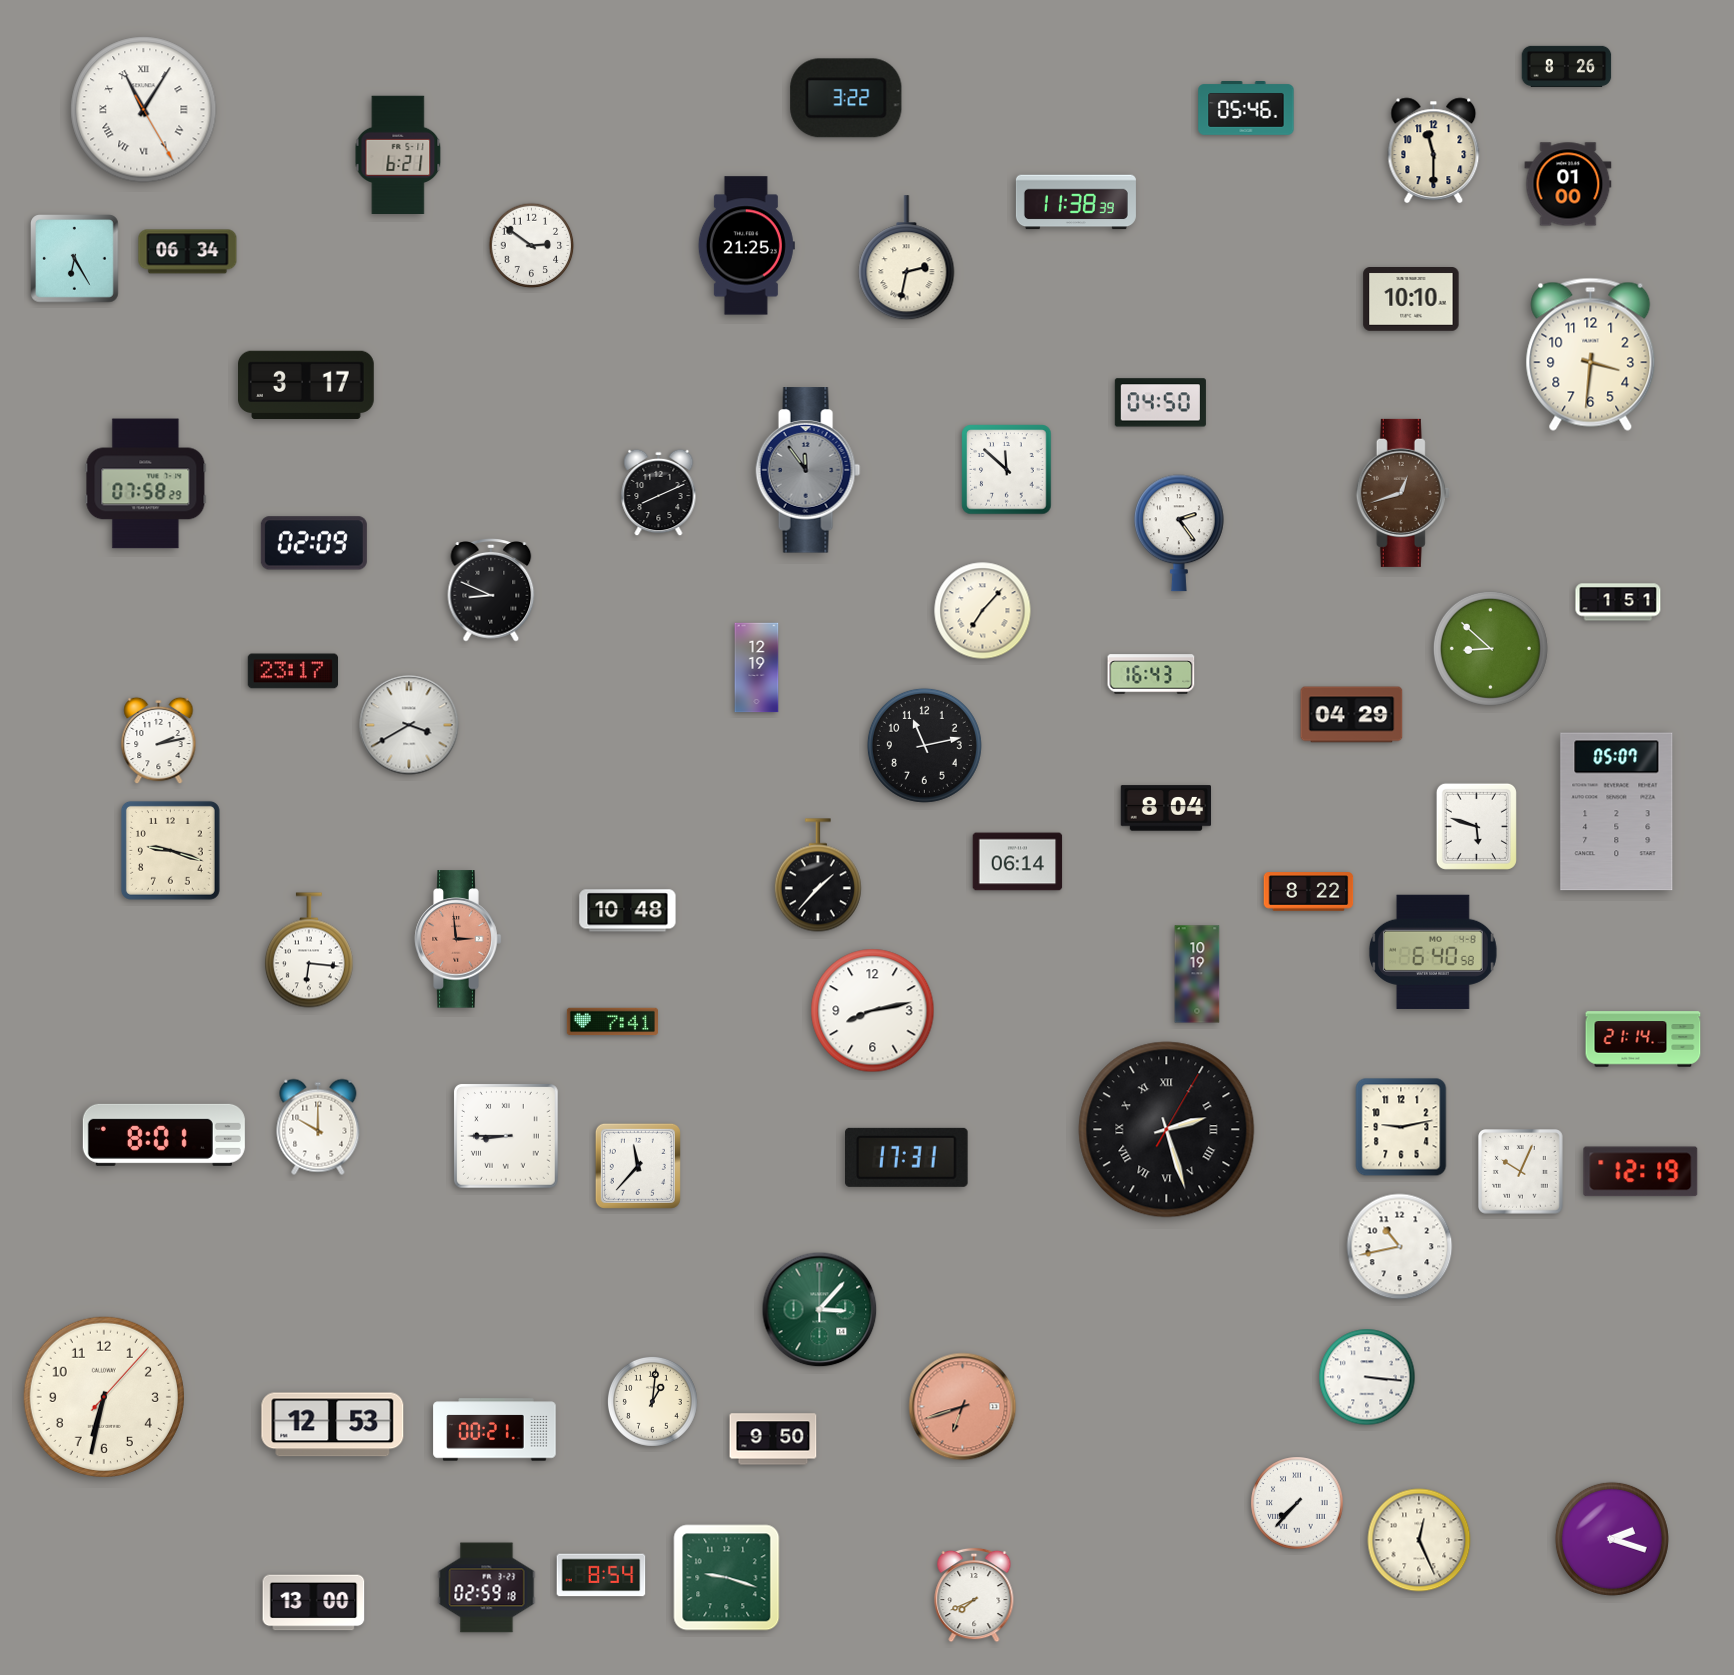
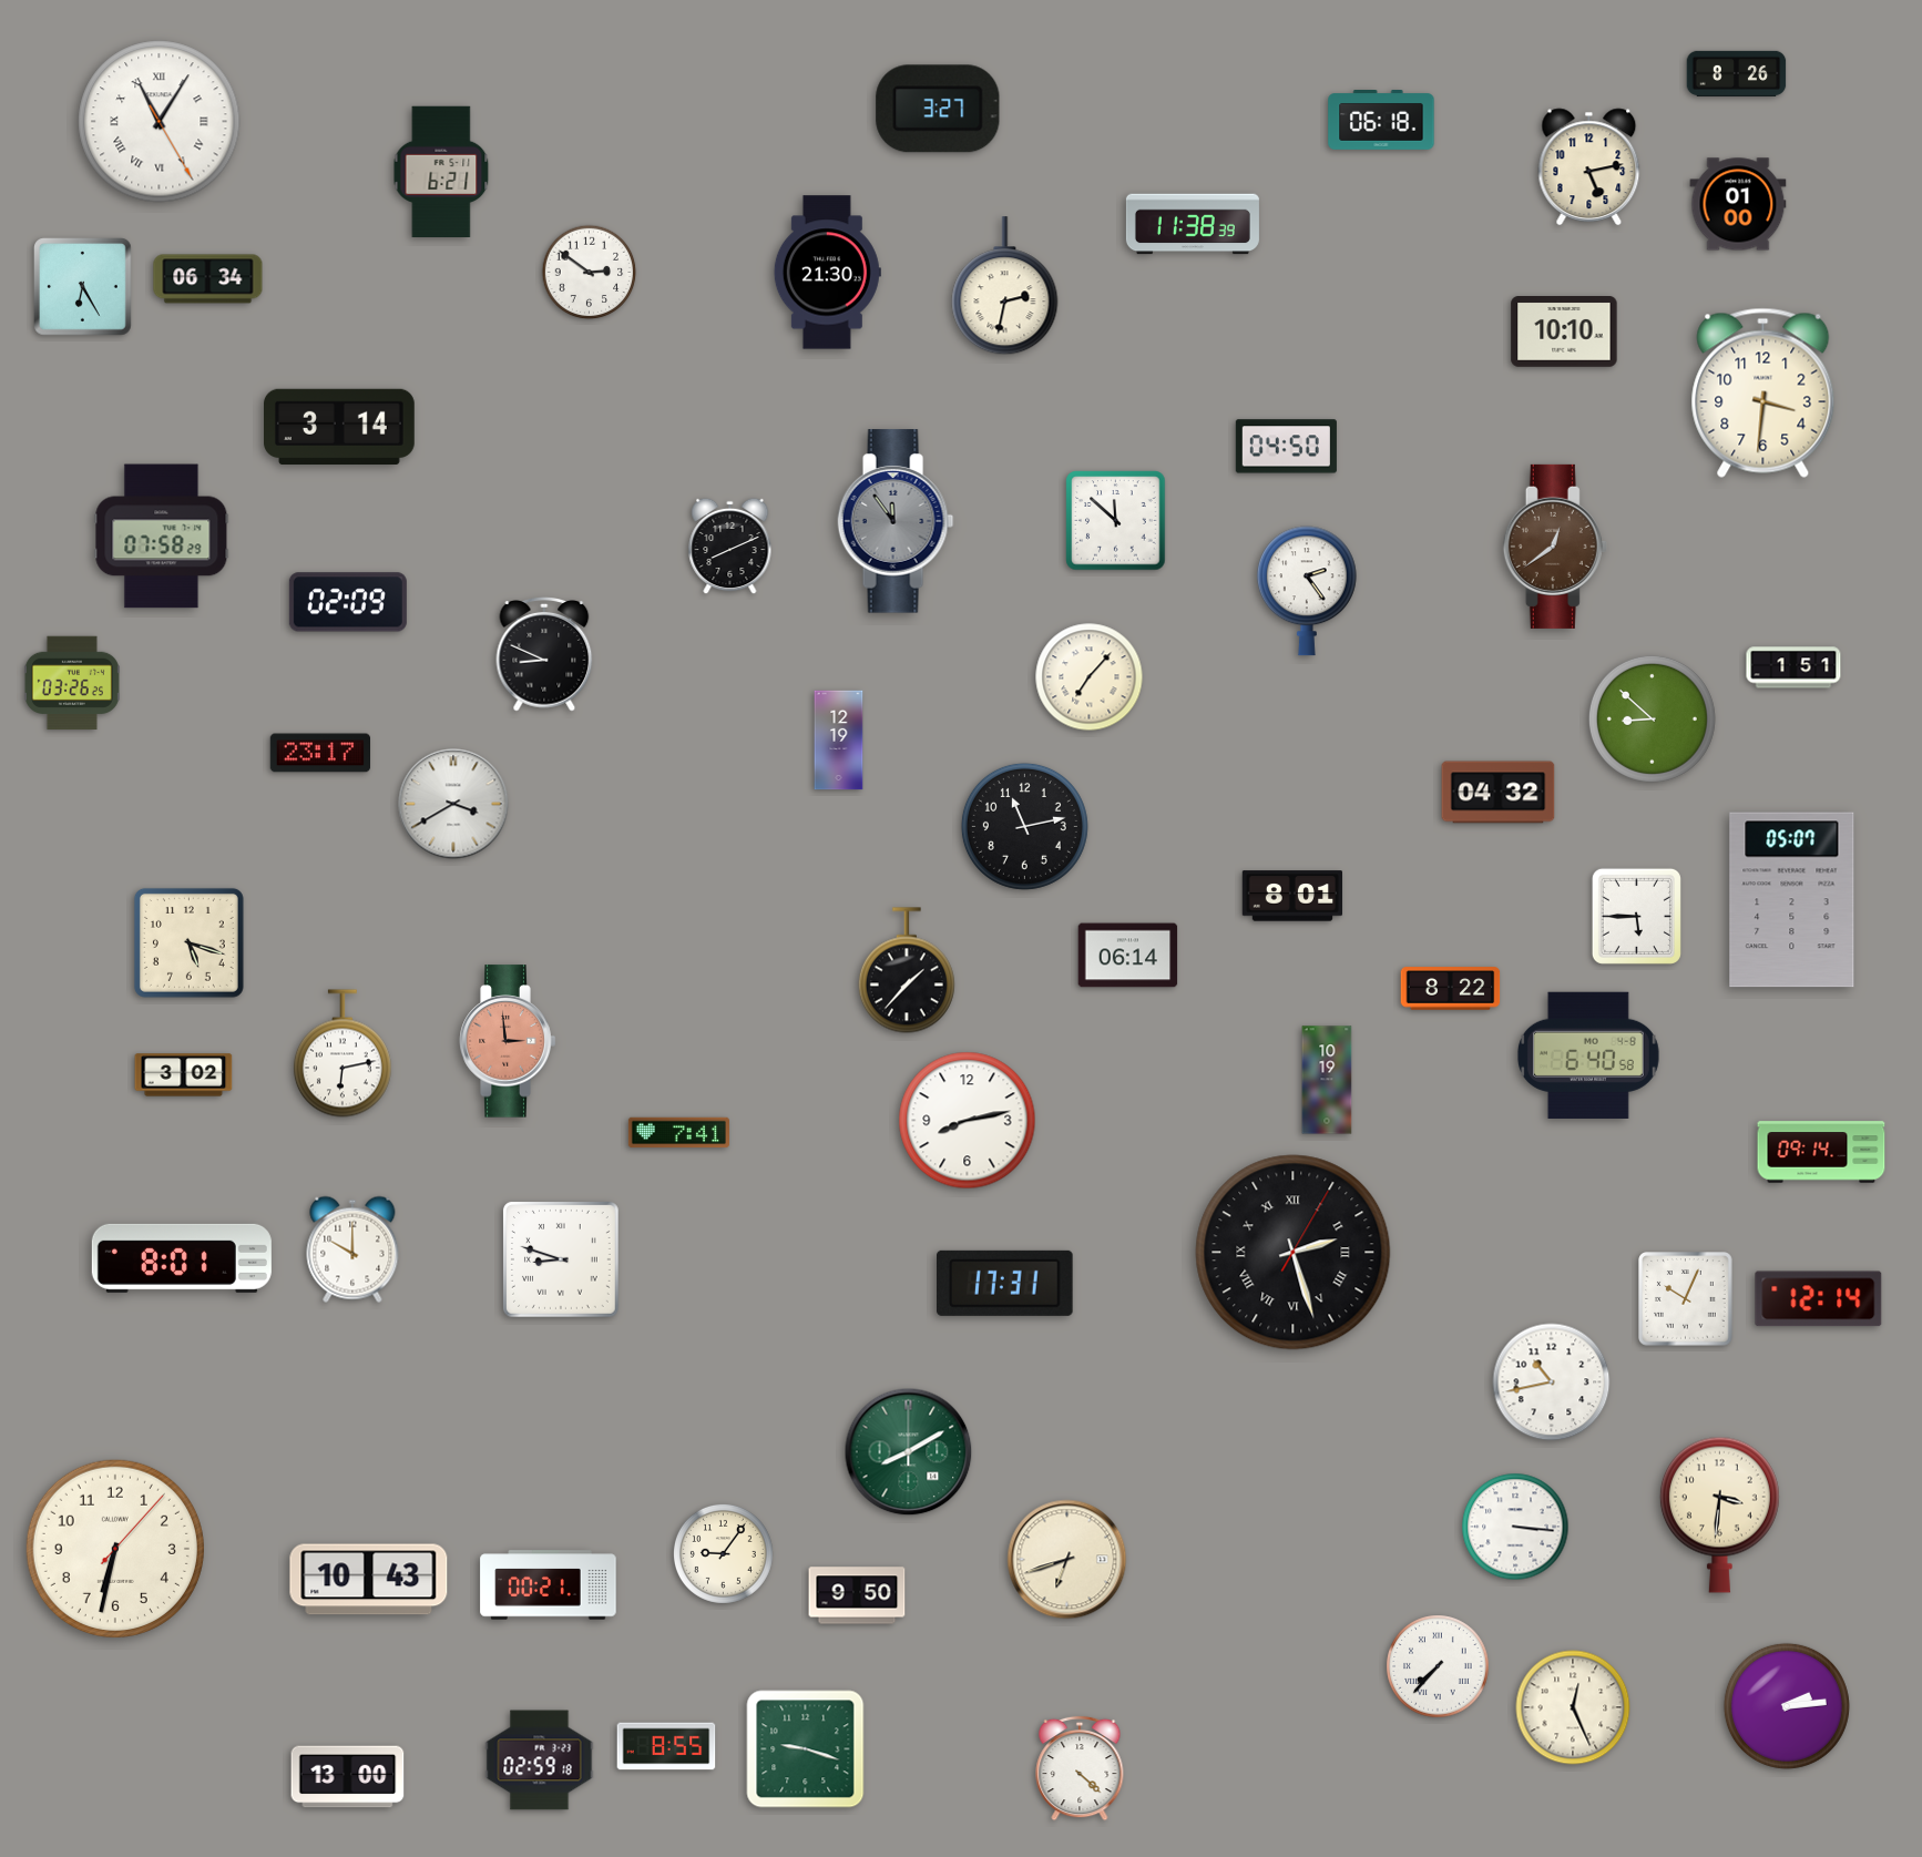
clock at (846, 98): 3:22 -> 3:27
clock at (1246, 109): 05:46 -> 06:18
clock at (1434, 151): 11:30 -> 5:13
clock at (746, 246): 21:25 -> 21:30
clock at (307, 384): 3:17 -> 3:14
clock at (1403, 493): 12:42 -> 12:39
clock at (72, 683): none -> 03:26
clock at (292, 671) position: (292, 671) -> (319, 753)
clock at (1151, 674): 16:43 -> none
clock at (1352, 715): 04:29 -> 04:32
clock at (159, 741): 2:13 -> none
clock at (1165, 808): 8:04 -> 8:01
clock at (1476, 826): 5:48 -> 5:45
clock at (170, 850): 9:18 -> 5:18
clock at (628, 911): 10:48 -> none
clock at (309, 950): 6:16 -> 6:13
clock at (184, 1075): none -> 3:02
clock at (1643, 1039): 21:14 -> 09:14
clock at (1401, 1127): 9:13 -> none
clock at (506, 1136): 8:45 -> 8:48
clock at (638, 1166): 11:37 -> none
clock at (1641, 1172): 12:19 -> 12:14
clock at (820, 1310): 3:07 -> 8:10
clock at (1719, 1514): none -> 3:31
clock at (652, 1401): 1:01 -> 9:06
clock at (963, 1407) dial: salmon -> cream
clock at (333, 1425): 12:53 -> 10:43
clock at (1612, 1539): 2:18 -> 2:14
clock at (601, 1575): 8:54 -> 8:55
clock at (974, 1595): 7:41 -> 4:22
